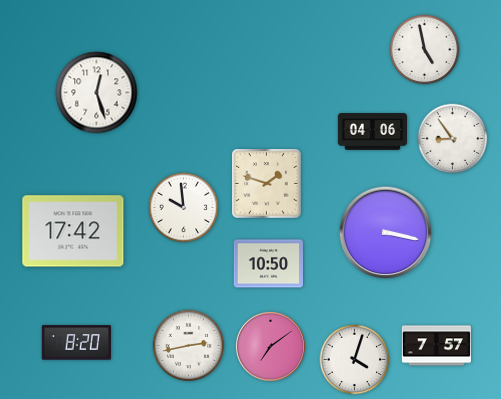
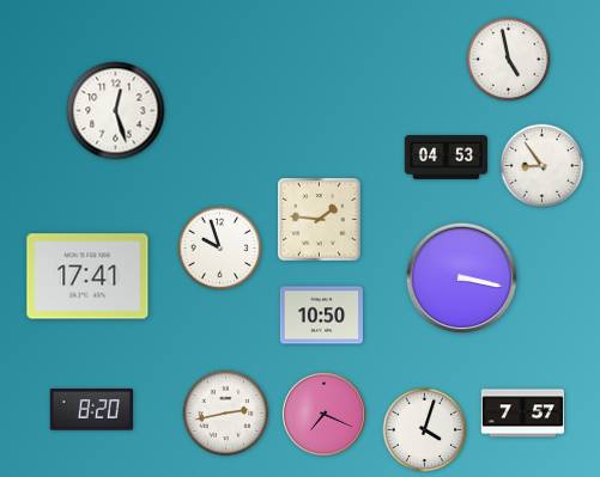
clock at (372, 132): 04:06 -> 04:53
clock at (267, 184): 1:48 -> 1:46
clock at (184, 208): 9:59 -> 9:57
clock at (73, 231): 17:42 -> 17:41
clock at (270, 346): 7:09 -> 7:19
